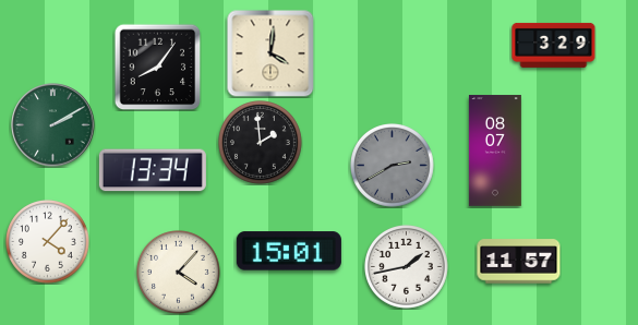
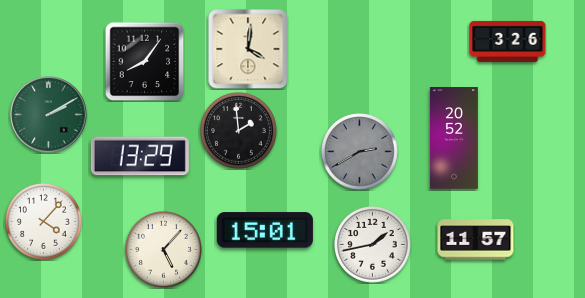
clock at (554, 45): 3:29 -> 3:26
clock at (495, 151): 08:07 -> 20:52
clock at (153, 170): 13:34 -> 13:29
clock at (179, 273): 4:07 -> 5:07
